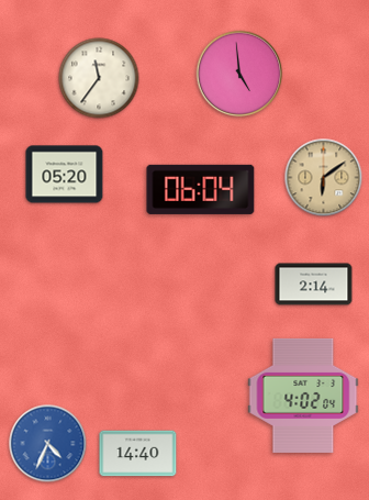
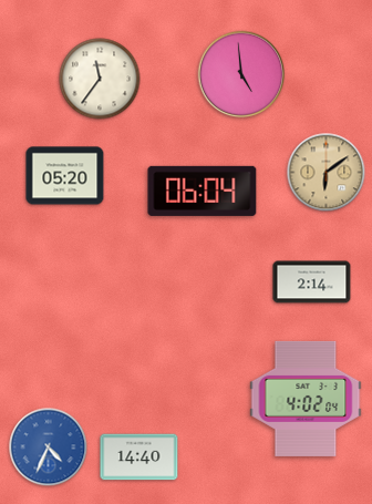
clock at (324, 178) position: (324, 178) -> (327, 173)
clock at (314, 285) position: (314, 285) -> (312, 282)
